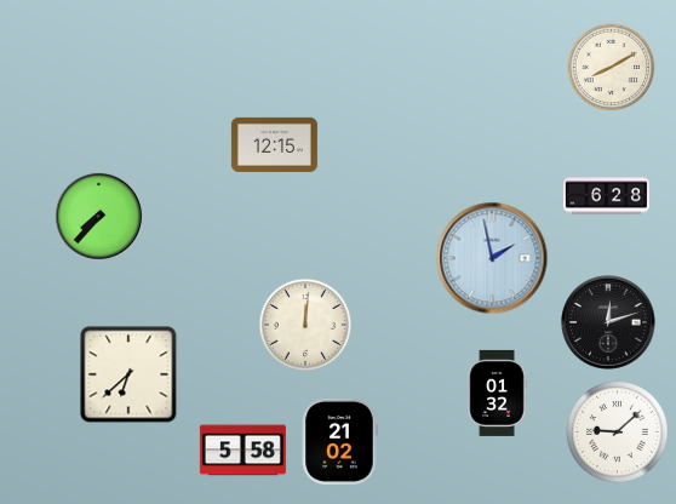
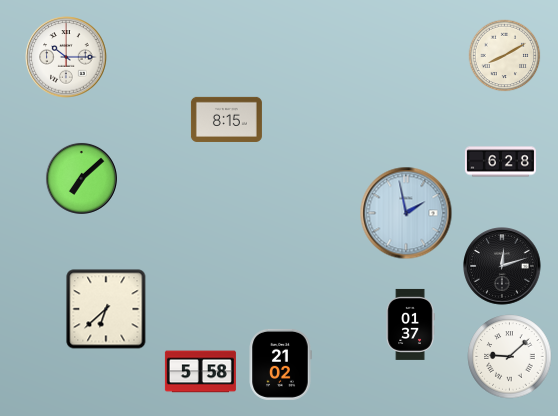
clock at (66, 57): none -> 10:15
clock at (274, 144): 12:15 -> 8:15
clock at (98, 216): 7:37 -> 7:08
clock at (305, 325): 12:01 -> none
clock at (497, 393): 01:32 -> 01:37
